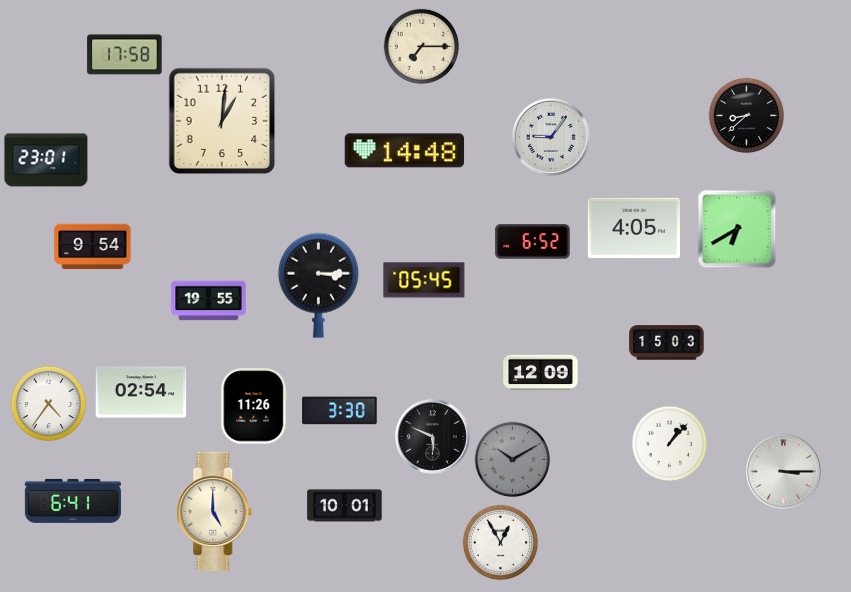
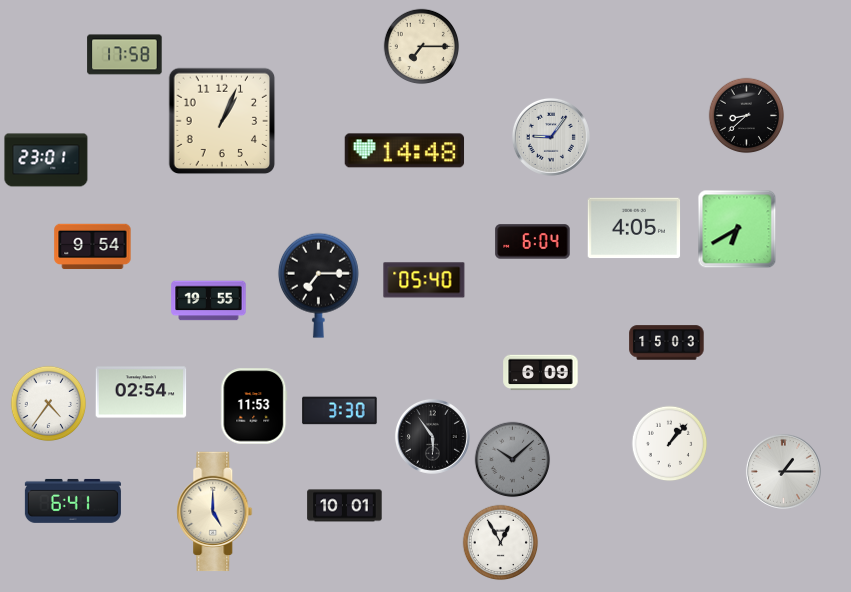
clock at (222, 121): 1:01 -> 1:04
clock at (533, 242): 6:52 -> 6:04
clock at (424, 280): 05:45 -> 05:40
clock at (318, 285): 3:15 -> 7:15
clock at (541, 373): 12:09 -> 6:09
clock at (254, 406): 11:26 -> 11:53
clock at (432, 436): 5:49 -> 5:54
clock at (513, 460): 10:10 -> 10:08
clock at (783, 471): 3:15 -> 1:15
